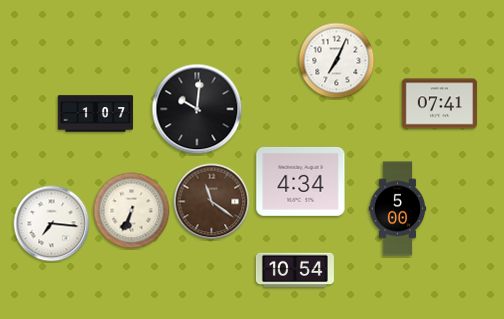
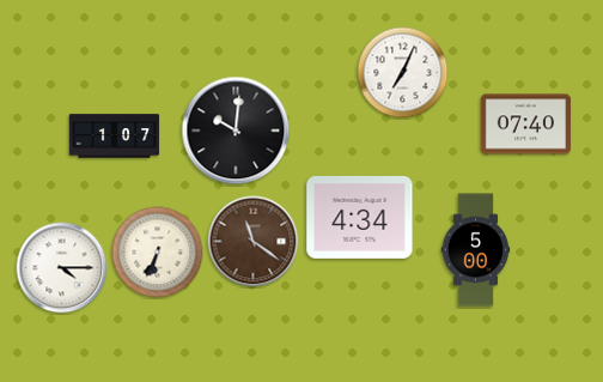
clock at (440, 104): 07:41 -> 07:40
clock at (52, 224): 7:16 -> 4:15
clock at (295, 270): 10:54 -> none
